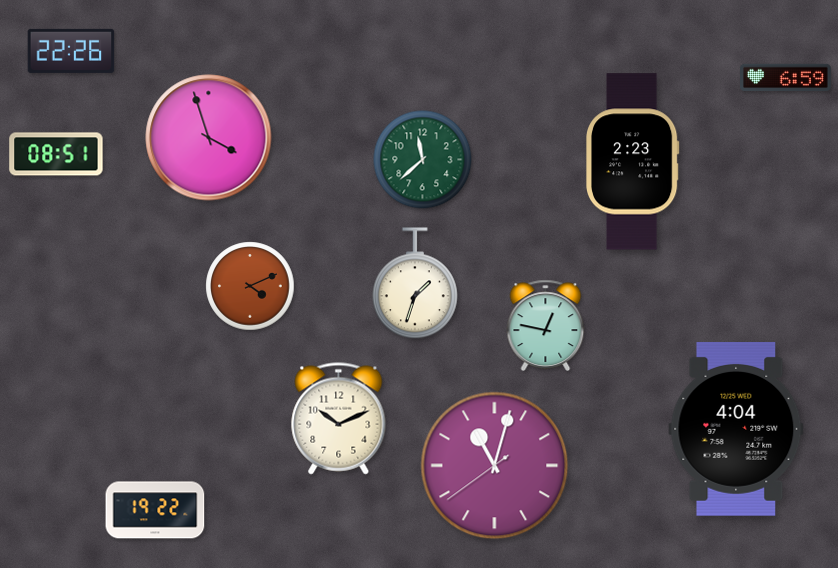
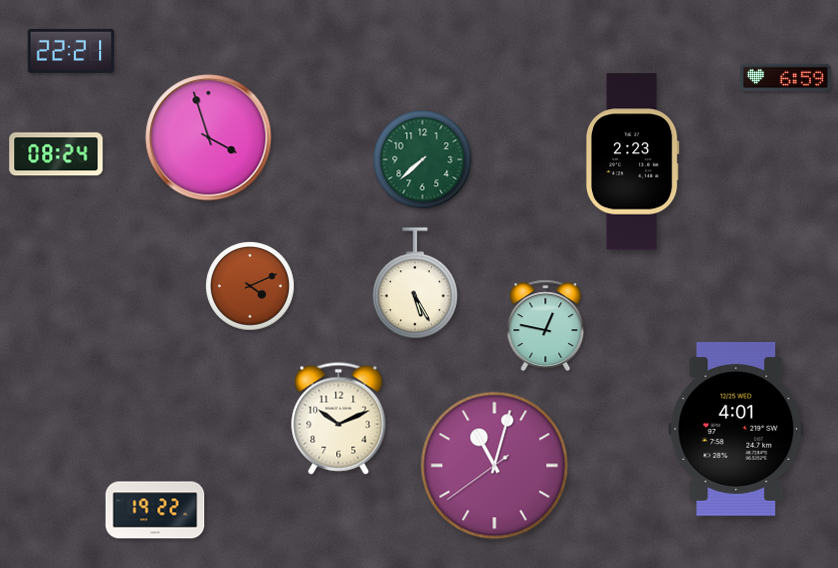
clock at (71, 51): 22:26 -> 22:21
clock at (56, 154): 08:51 -> 08:24
clock at (423, 160): 11:38 -> 7:38
clock at (415, 284): 1:33 -> 5:25
clock at (736, 429): 4:04 -> 4:01
